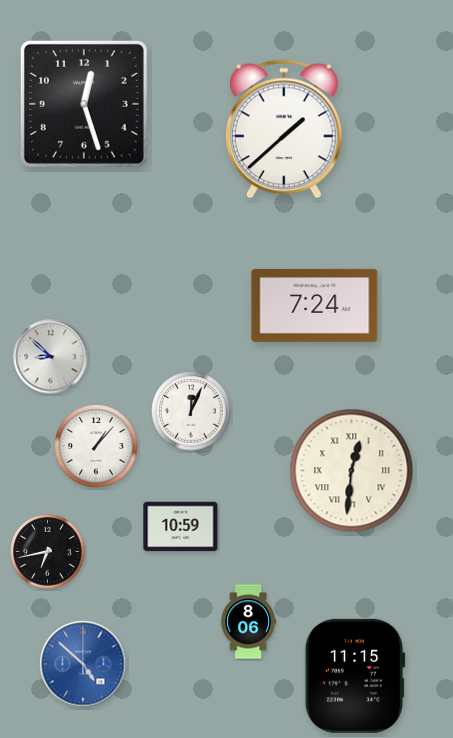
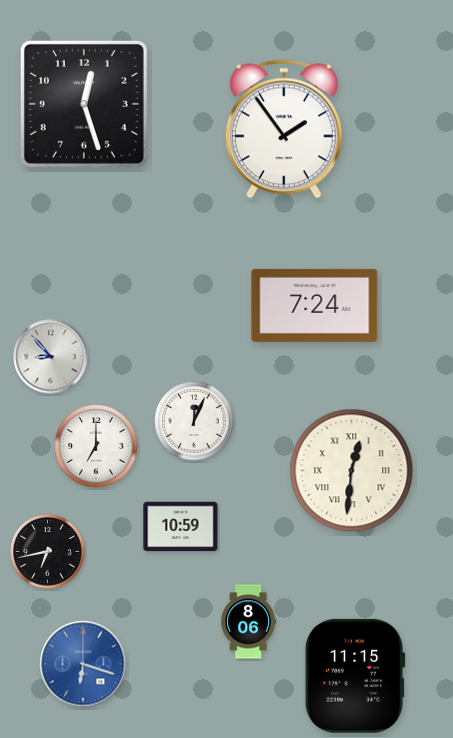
clock at (284, 129): 1:38 -> 1:54
clock at (51, 357): 8:52 -> 8:53
clock at (191, 411) position: (191, 411) -> (194, 421)
clock at (96, 446): 1:07 -> 7:00
clock at (83, 664): 4:52 -> 6:18
